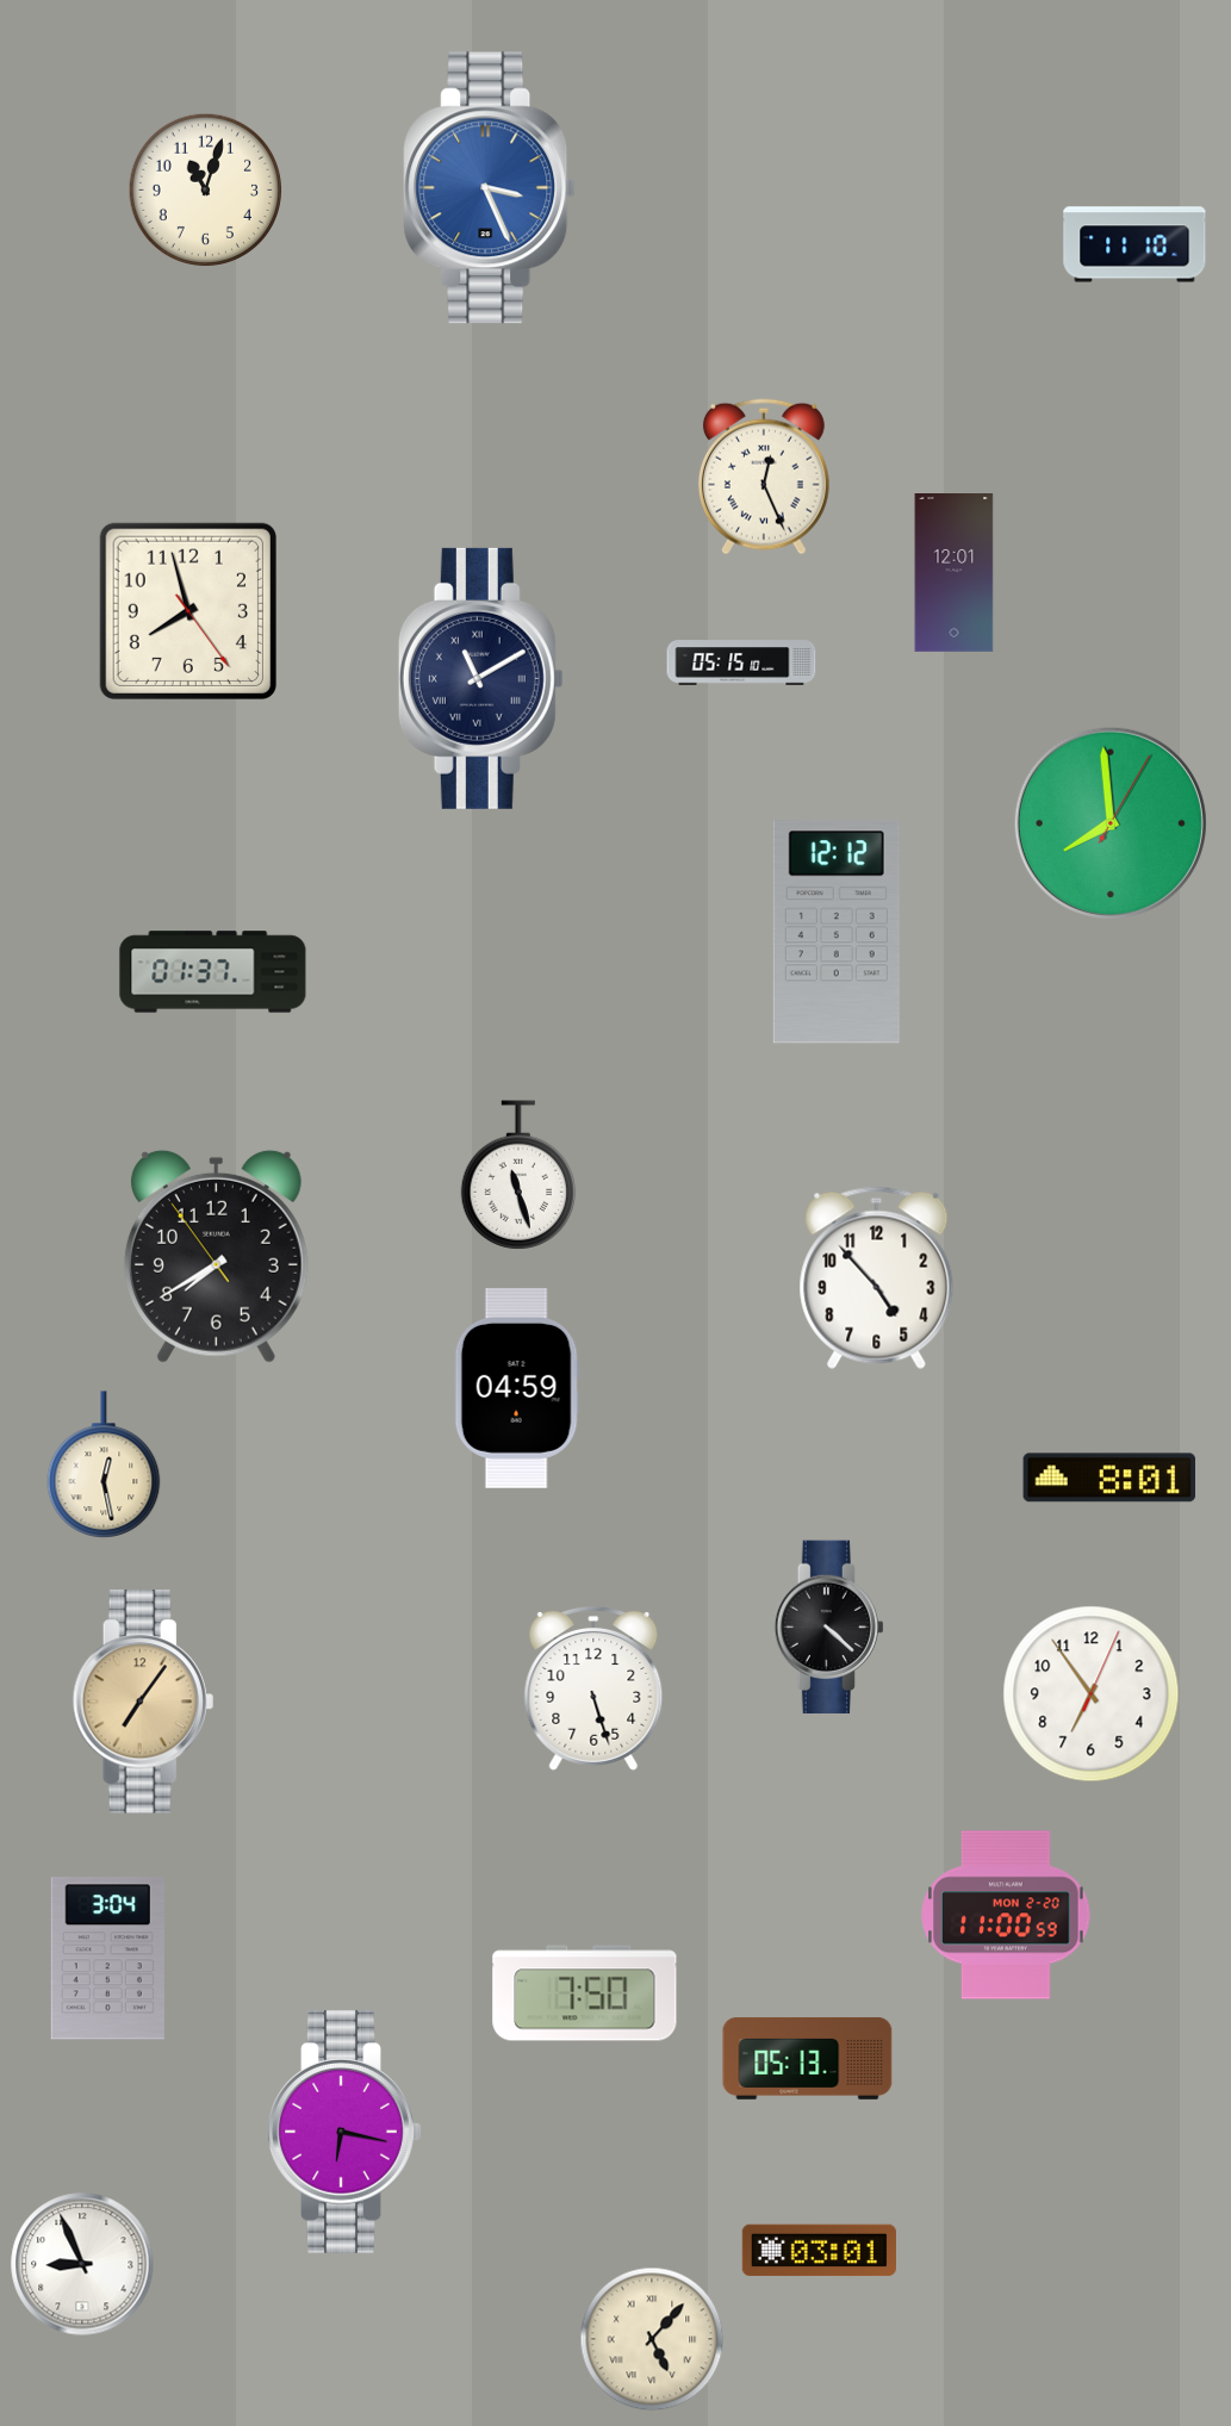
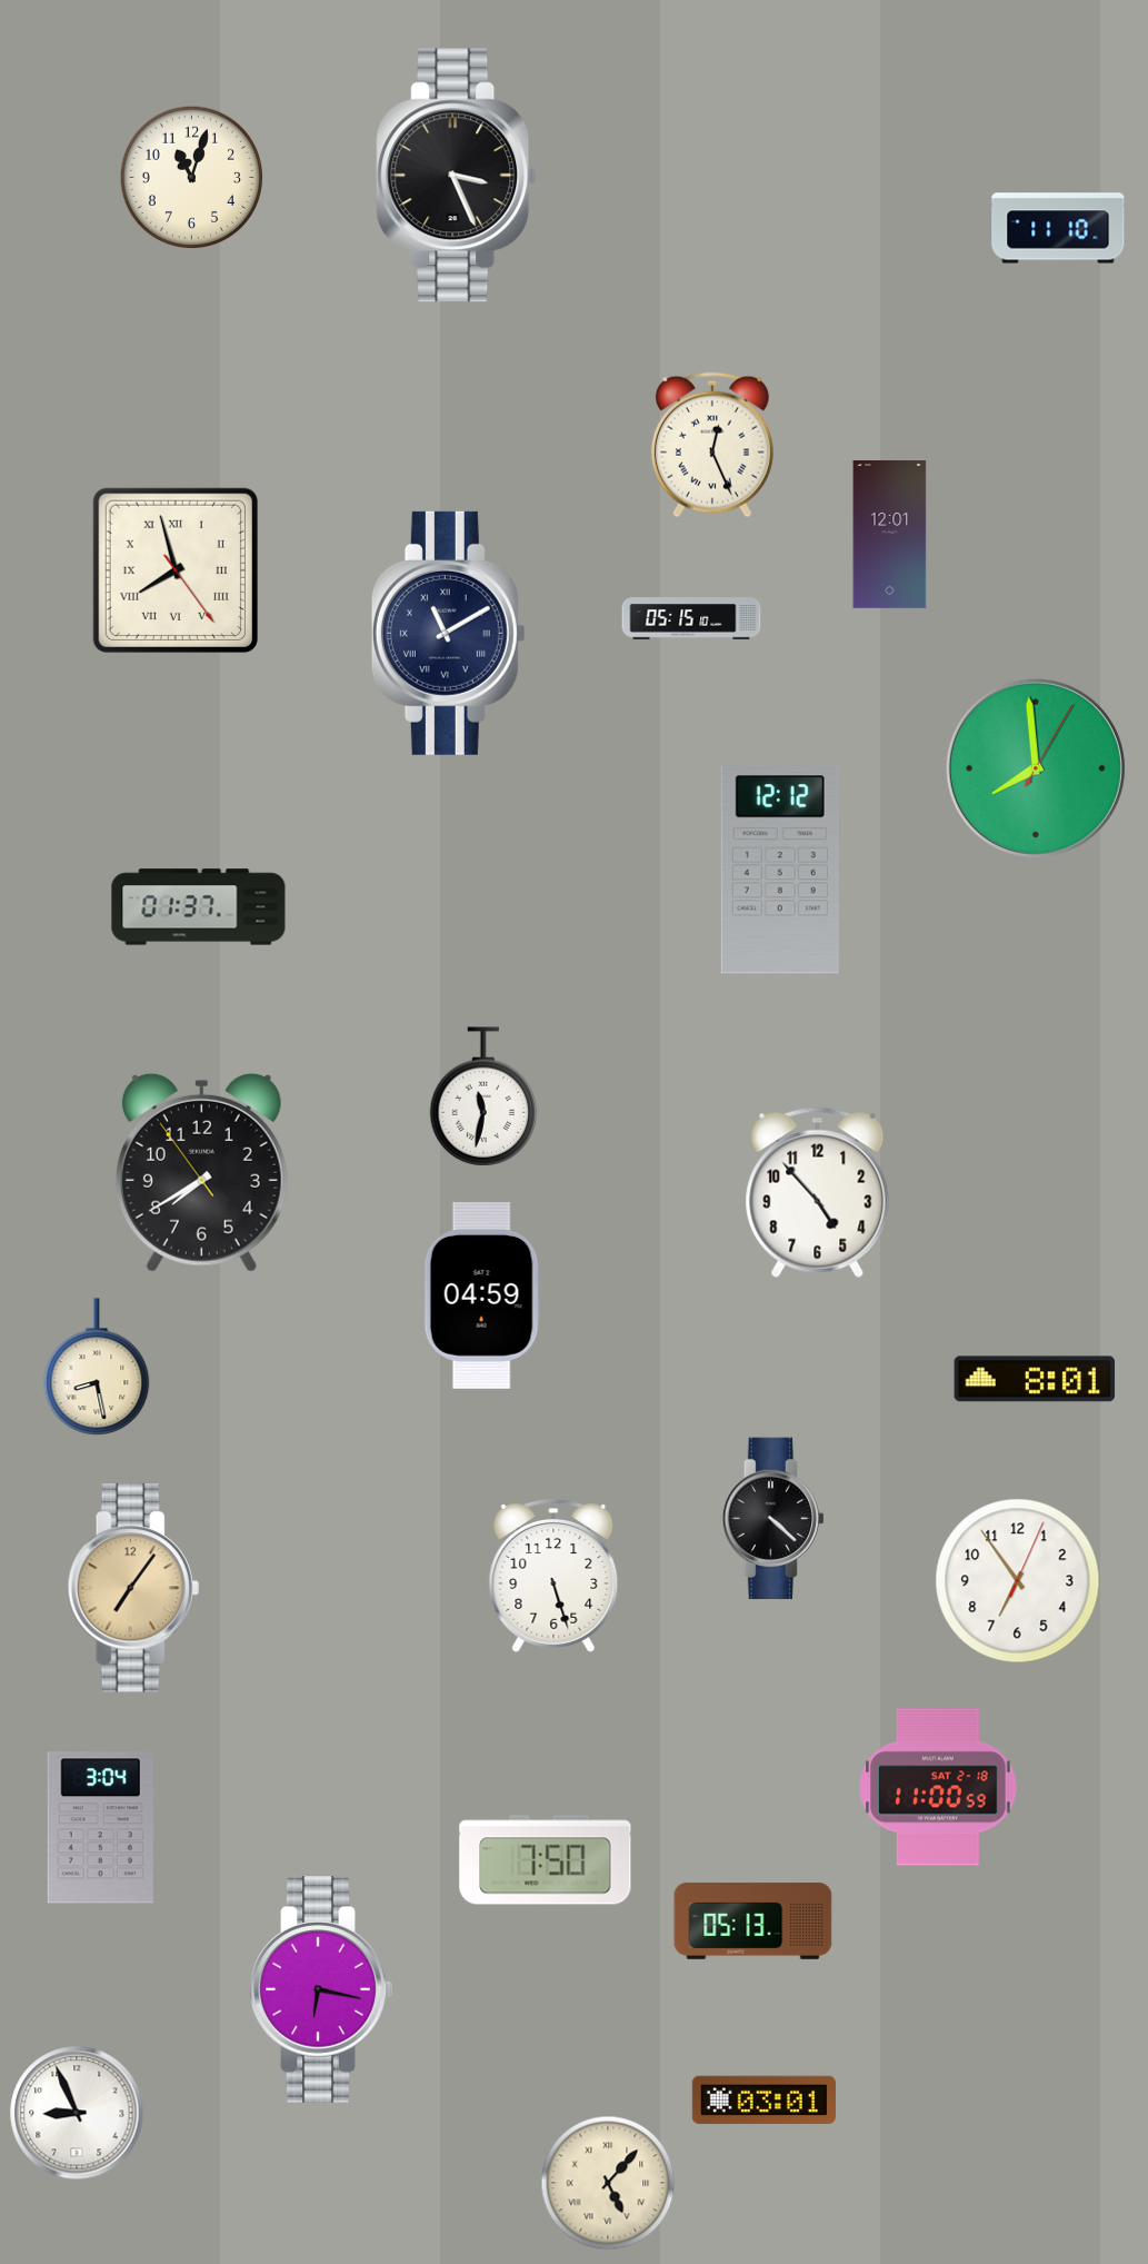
clock at (490, 188) dial: blue -> black
clock at (188, 611) numerals: Arabic -> Roman
clock at (518, 1175): 11:27 -> 11:32
clock at (104, 1464): 12:28 -> 8:28
clock at (1006, 1915) date: MON 2-20 -> SAT 2-18
